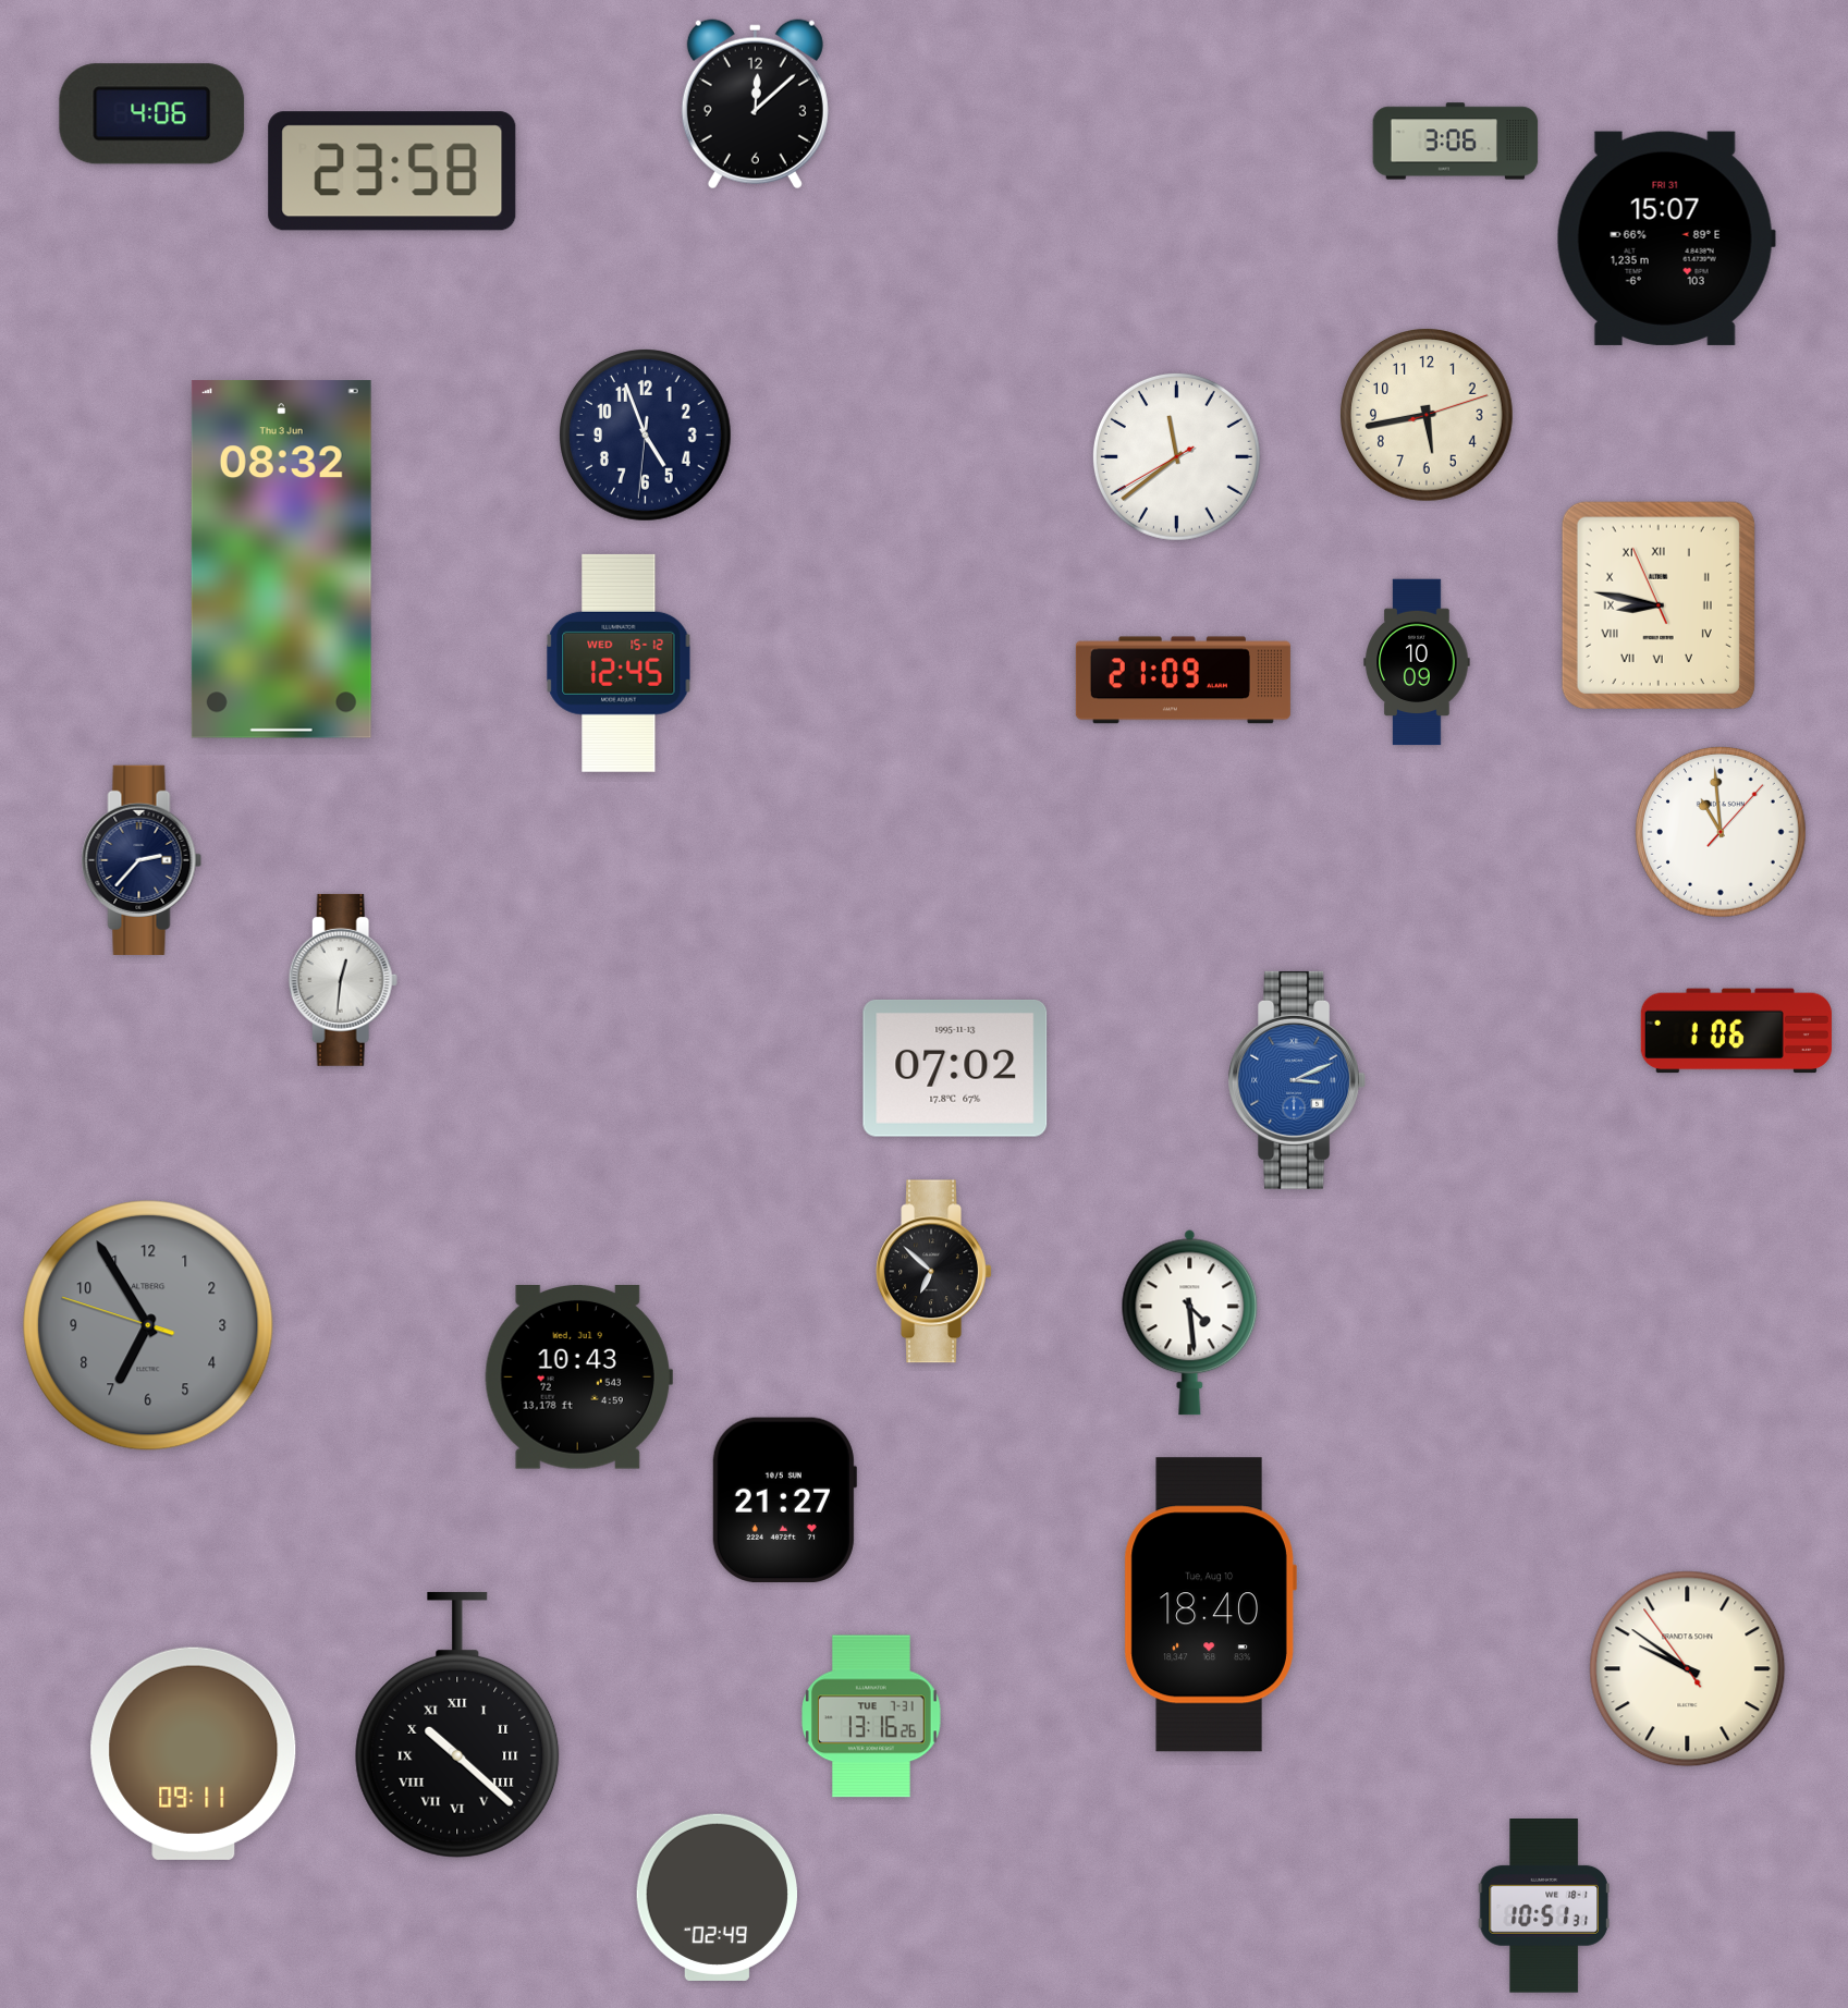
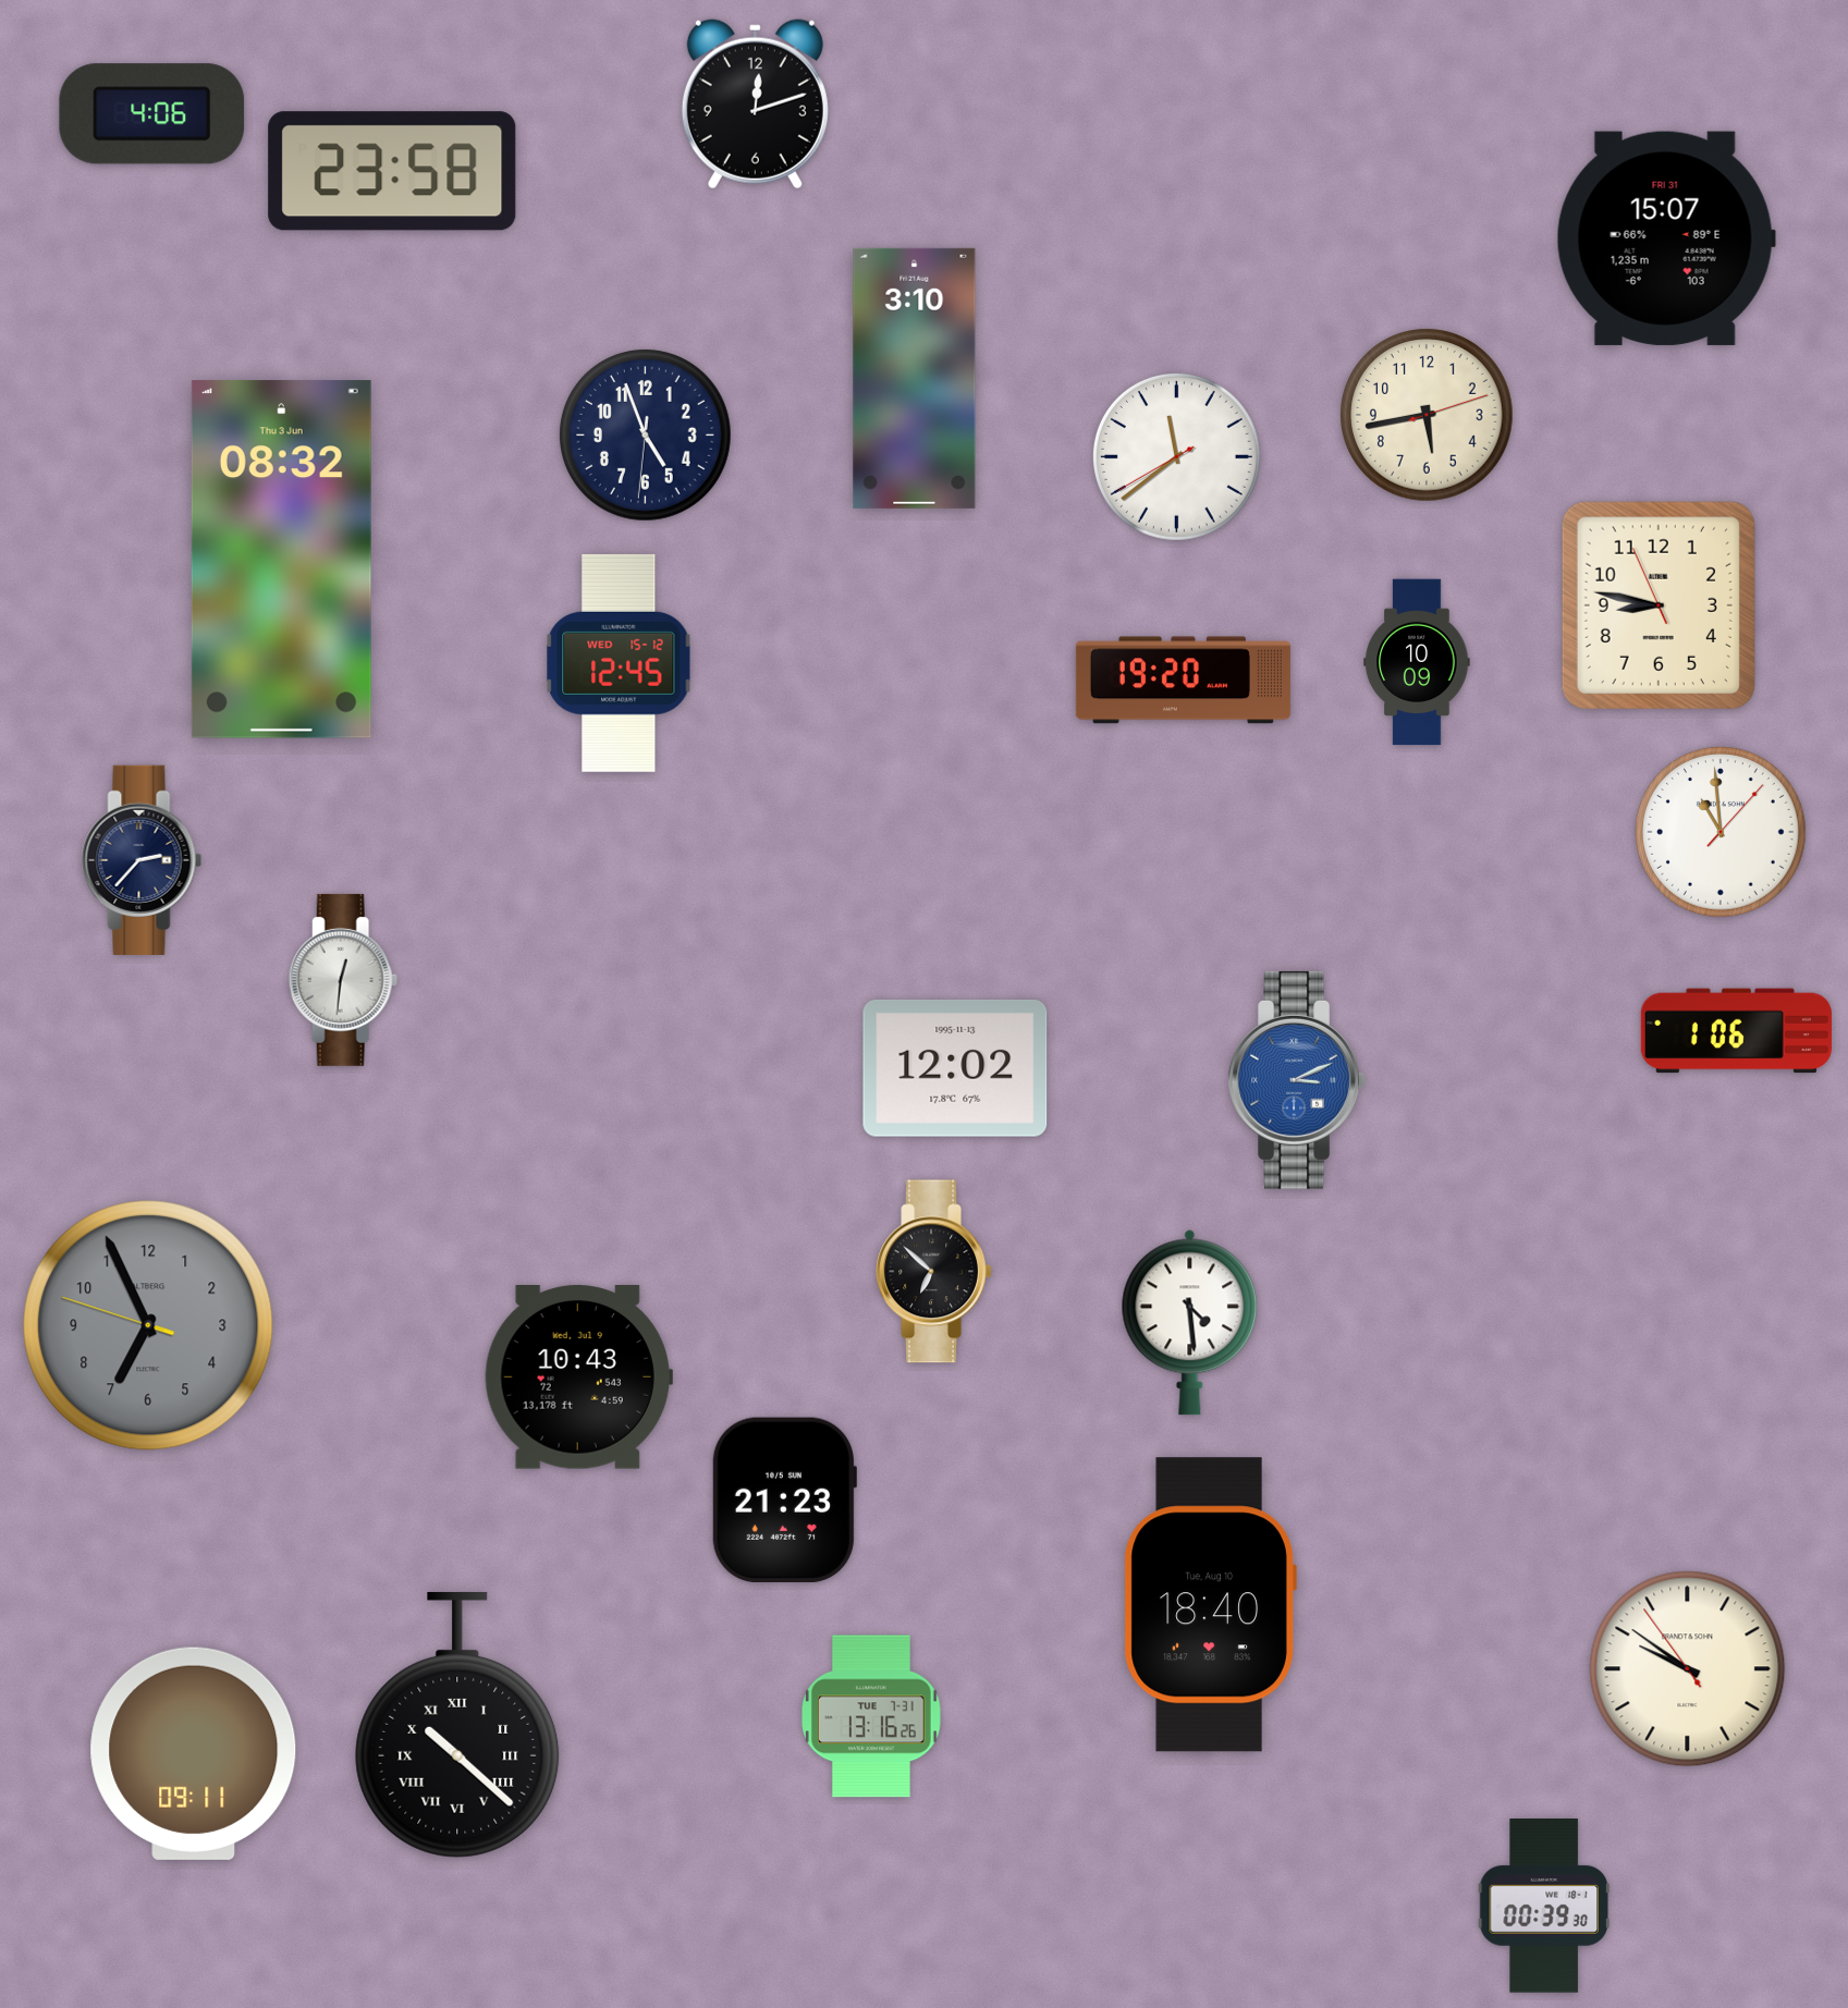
clock at (755, 105): 12:08 -> 12:12
clock at (1456, 142): 3:06 -> none
clock at (915, 378): none -> 3:10
clock at (1659, 605) numerals: Roman -> Arabic
clock at (1183, 681): 21:09 -> 19:20
clock at (955, 1068): 07:02 -> 12:02
clock at (148, 1325): 6:54 -> 6:55
clock at (784, 1501): 21:27 -> 21:23
clock at (717, 1897): 02:49 -> none
clock at (1544, 1906): 10:51 -> 00:39
